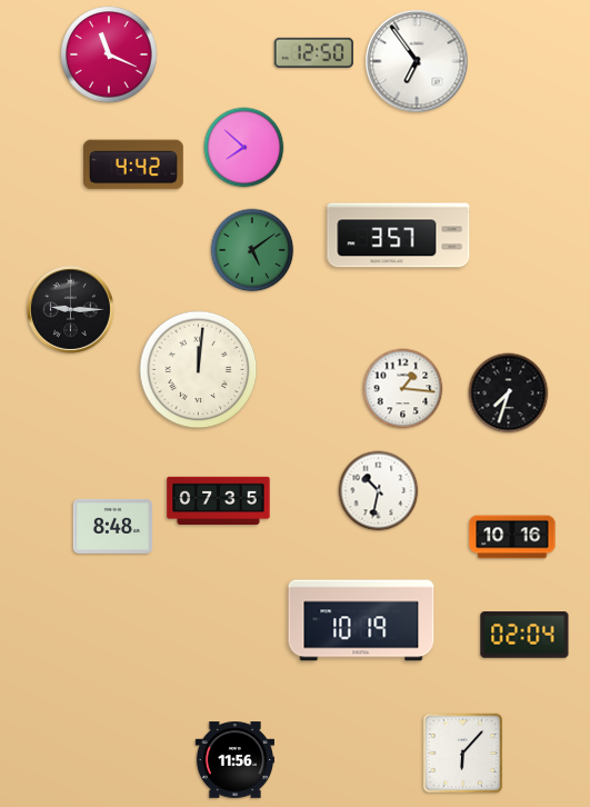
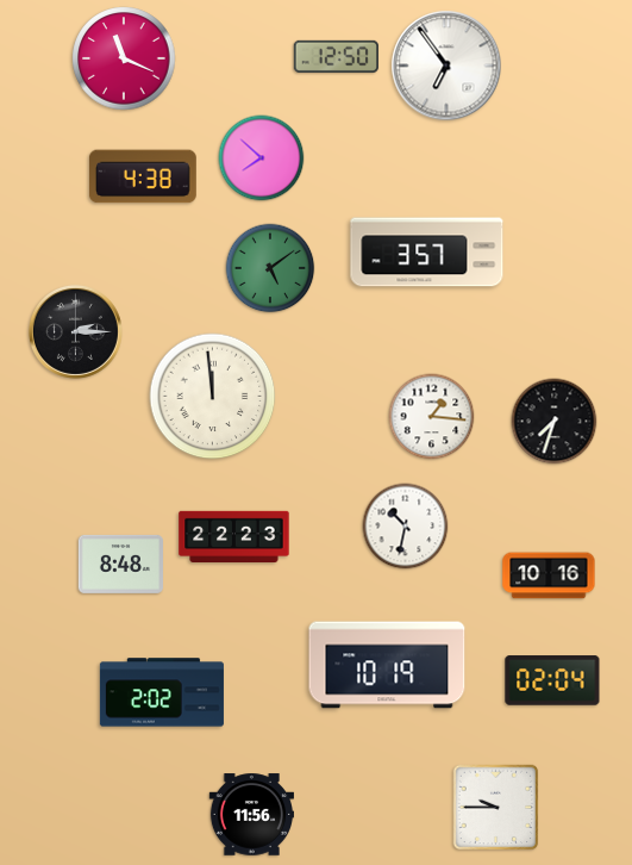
clock at (109, 54) position: (109, 54) -> (124, 58)
clock at (133, 165): 4:42 -> 4:38
clock at (70, 309): 9:15 -> 2:15
clock at (199, 370): 12:01 -> 11:59
clock at (509, 393) position: (509, 393) -> (555, 422)
clock at (219, 501): 07:35 -> 22:23
clock at (524, 635) position: (524, 635) -> (552, 680)
clock at (162, 692): none -> 2:02
clock at (463, 754): 6:07 -> 9:45
